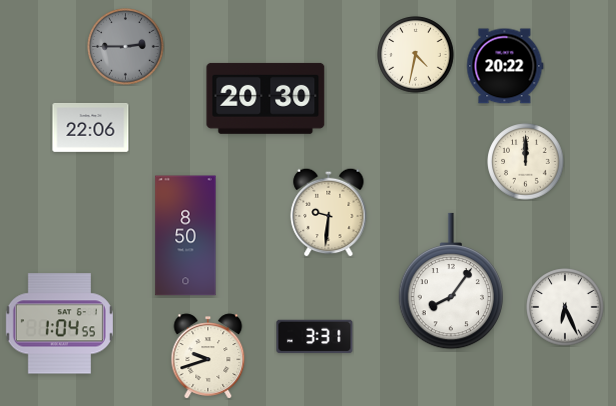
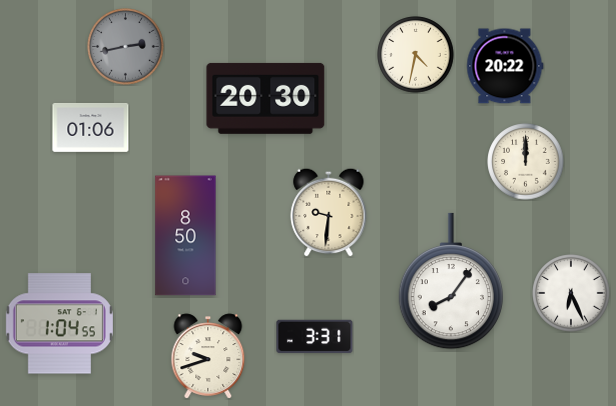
clock at (126, 47): 2:45 -> 2:43
clock at (91, 128): 22:06 -> 01:06
clock at (565, 307) position: (565, 307) -> (571, 293)
